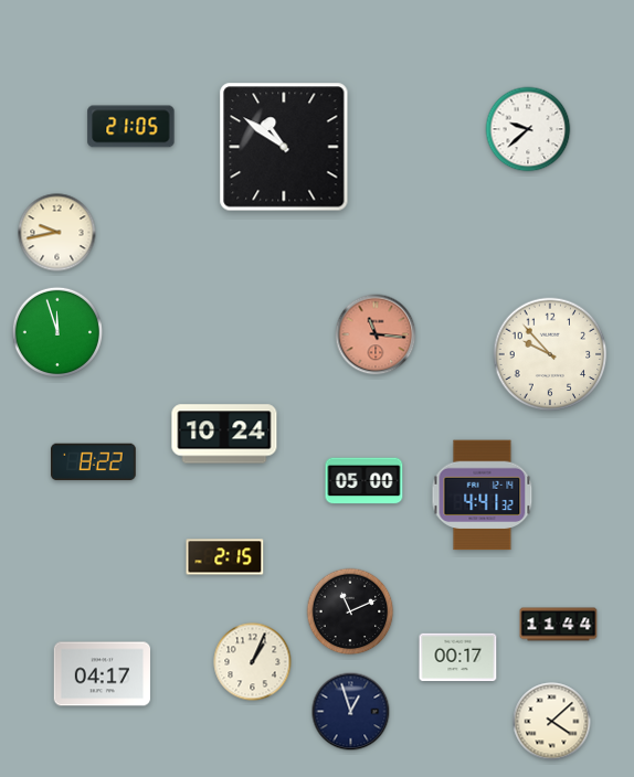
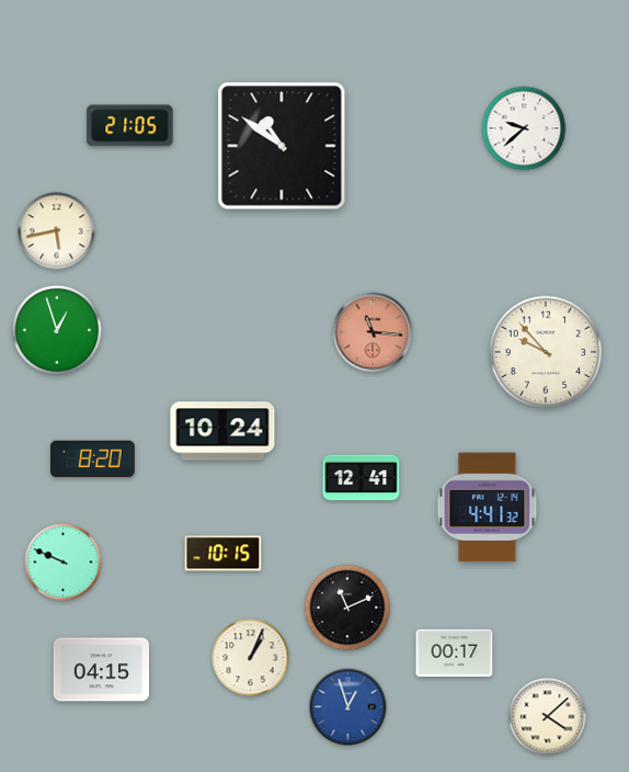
clock at (57, 233): 9:43 -> 5:43
clock at (56, 331): 11:57 -> 12:57
clock at (94, 462): 8:22 -> 8:20
clock at (364, 481): 05:00 -> 12:41
clock at (483, 496) position: (483, 496) -> (488, 508)
clock at (225, 557): 2:15 -> 10:15
clock at (64, 563): none -> 9:49
clock at (559, 625): 11:44 -> none
clock at (102, 674): 04:17 -> 04:15
clock at (351, 712) dial: navy -> blue
